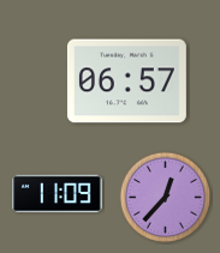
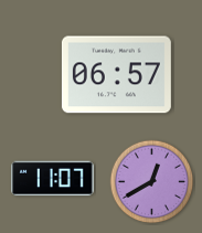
clock at (58, 194): 11:09 -> 11:07
clock at (166, 198): 12:37 -> 12:40
